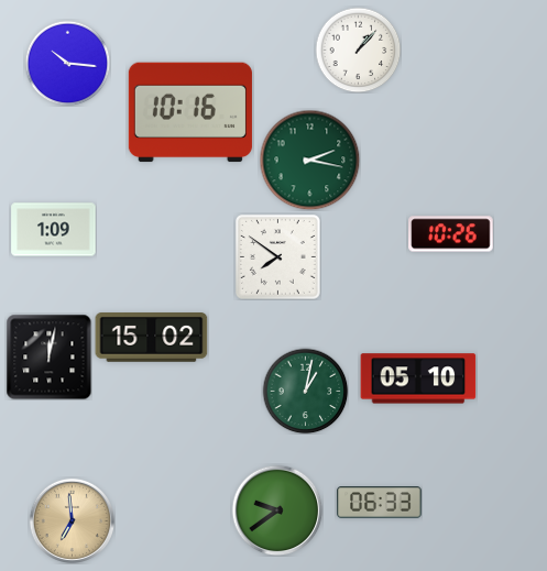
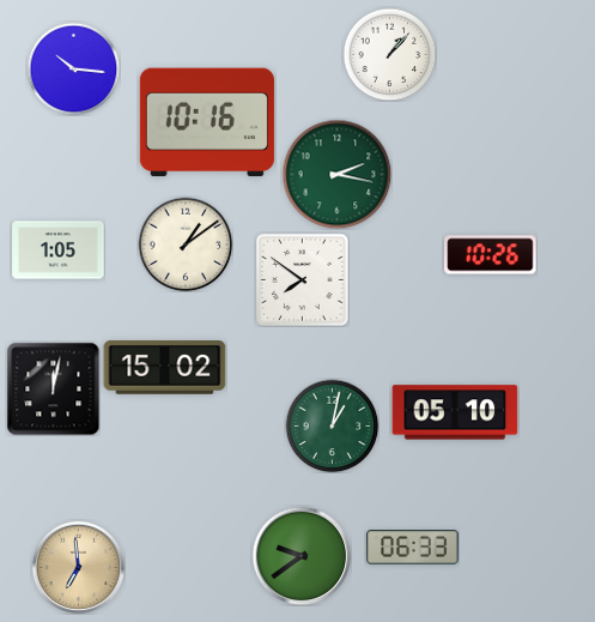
clock at (186, 244): none -> 1:09
clock at (54, 230): 1:09 -> 1:05
